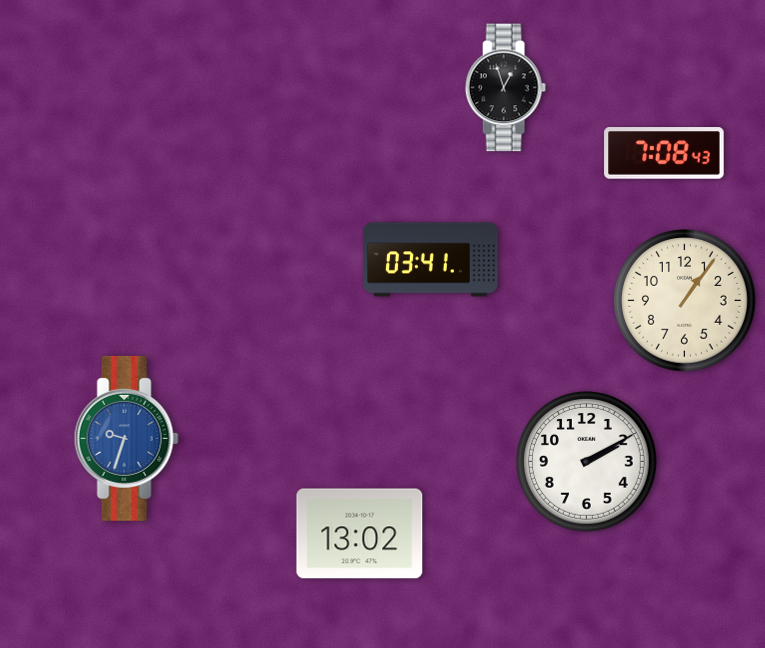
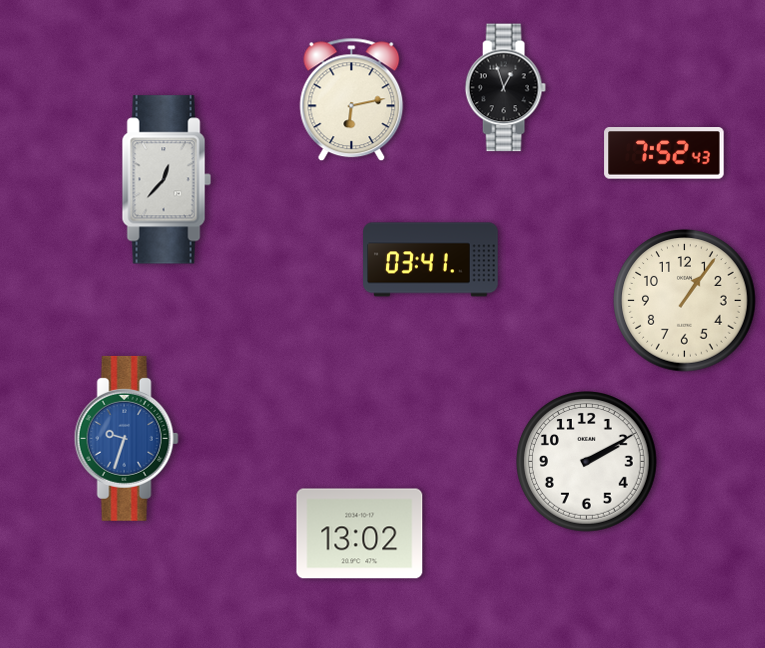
clock at (352, 100): none -> 6:13
clock at (664, 153): 7:08 -> 7:52
clock at (166, 180): none -> 12:37
